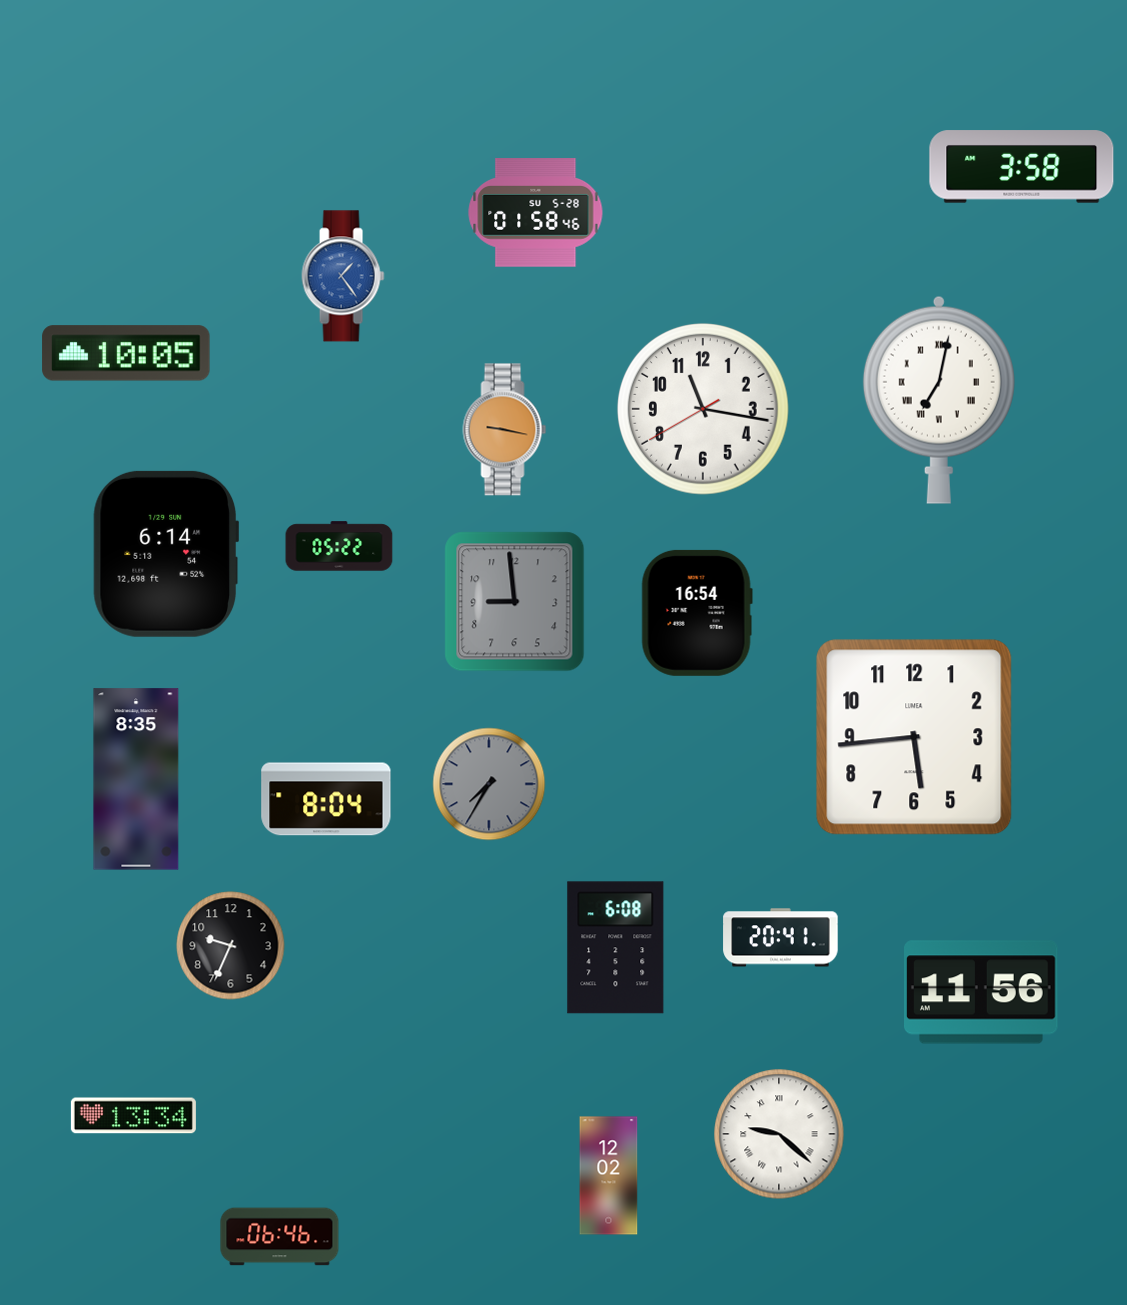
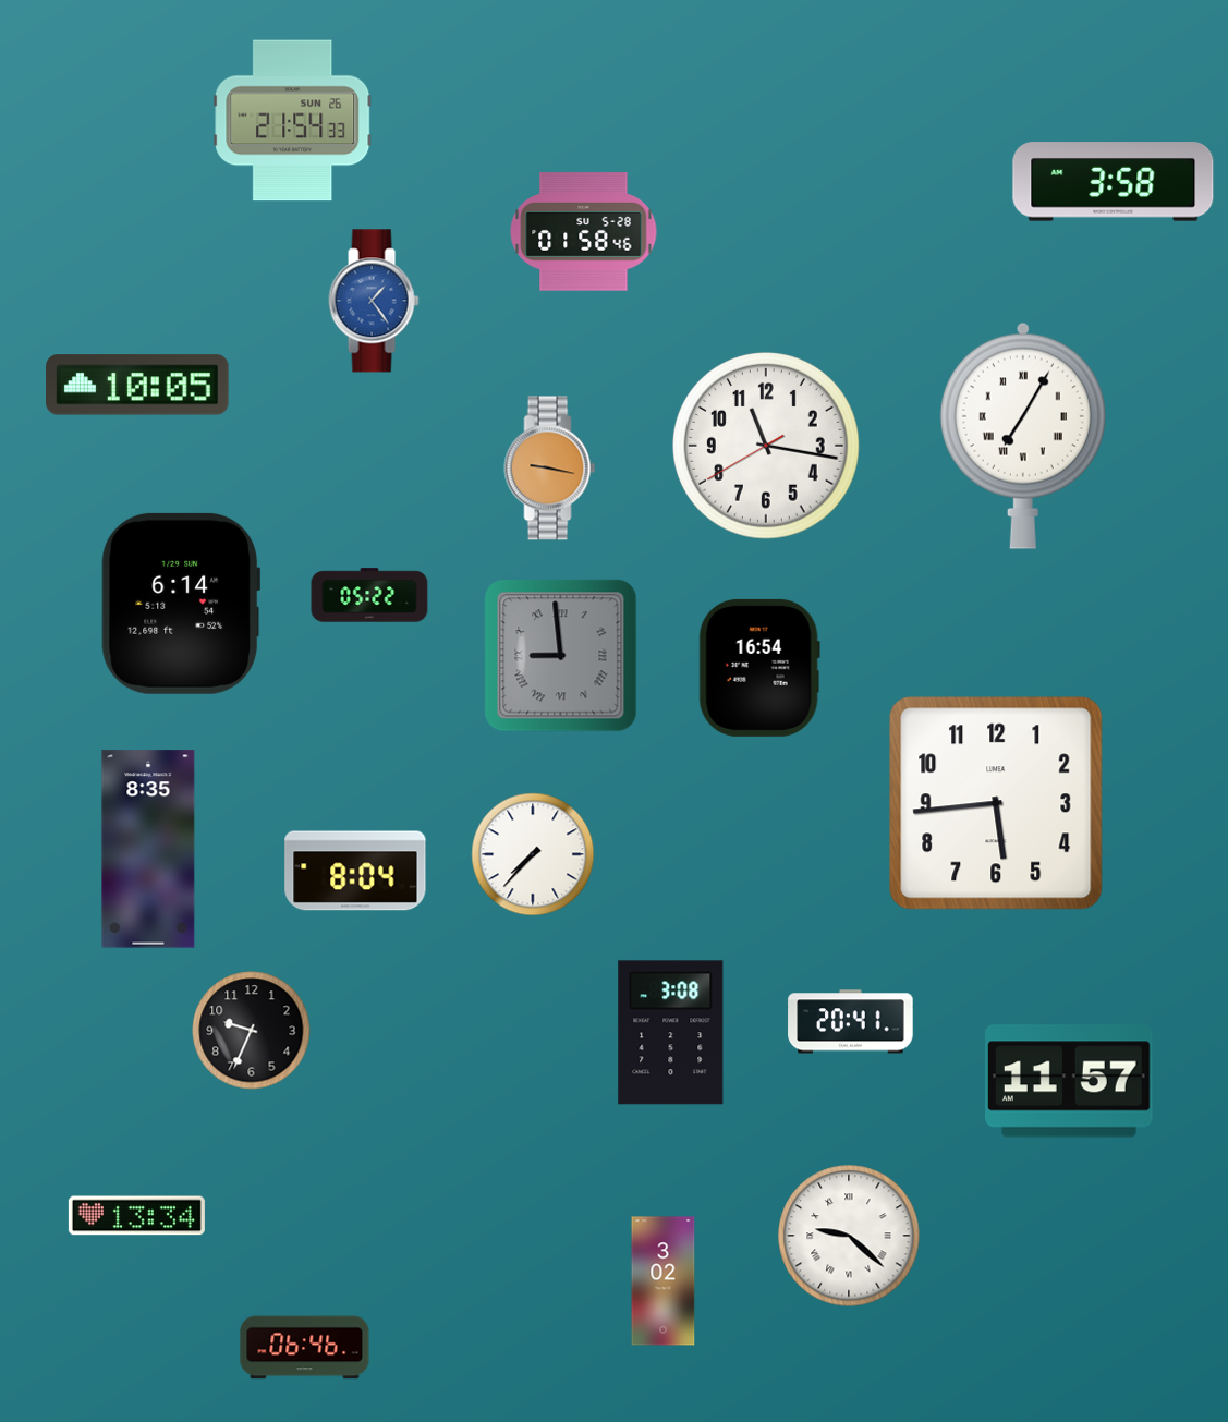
clock at (293, 121): none -> 21:54
clock at (939, 400): 7:02 -> 7:05
clock at (515, 602) numerals: Arabic -> Roman
clock at (489, 784): 7:35 -> 7:37
clock at (489, 784) dial: grey -> white
clock at (616, 948): 6:08 -> 3:08
clock at (982, 992): 11:56 -> 11:57
clock at (133, 1116) position: (133, 1116) -> (136, 1216)
clock at (609, 1176): 12:02 -> 3:02
